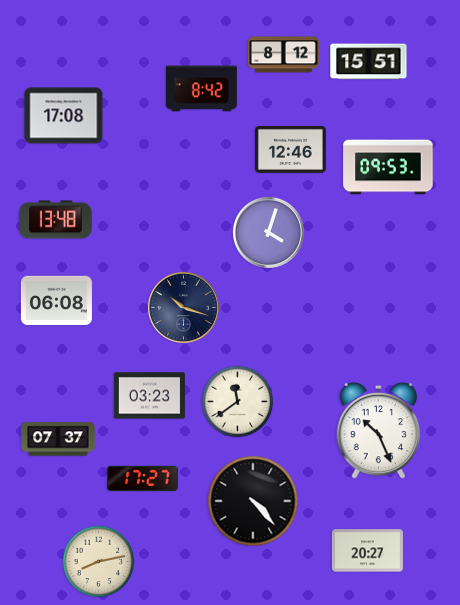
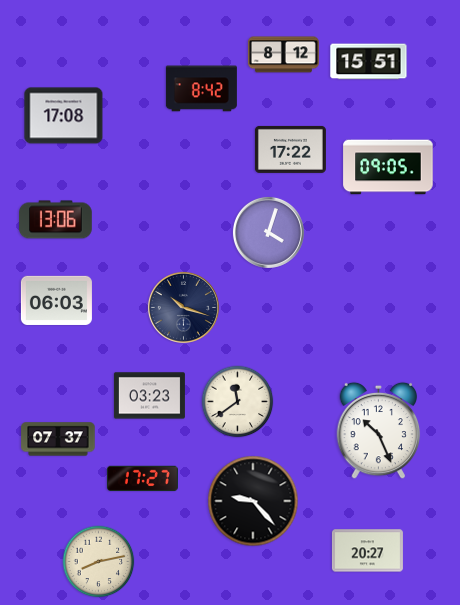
clock at (290, 149): 12:46 -> 17:22
clock at (388, 167): 09:53 -> 09:05
clock at (56, 220): 13:48 -> 13:06
clock at (56, 300): 06:08 -> 06:03
clock at (253, 501): 4:23 -> 9:23
